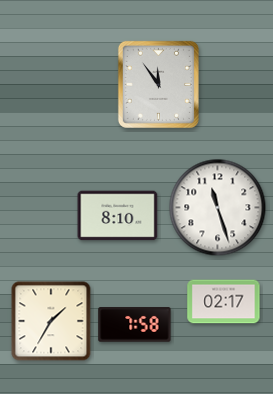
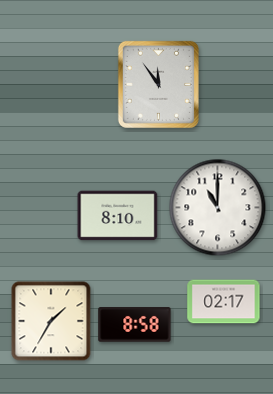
clock at (218, 208): 11:27 -> 11:00
clock at (135, 325): 7:58 -> 8:58
